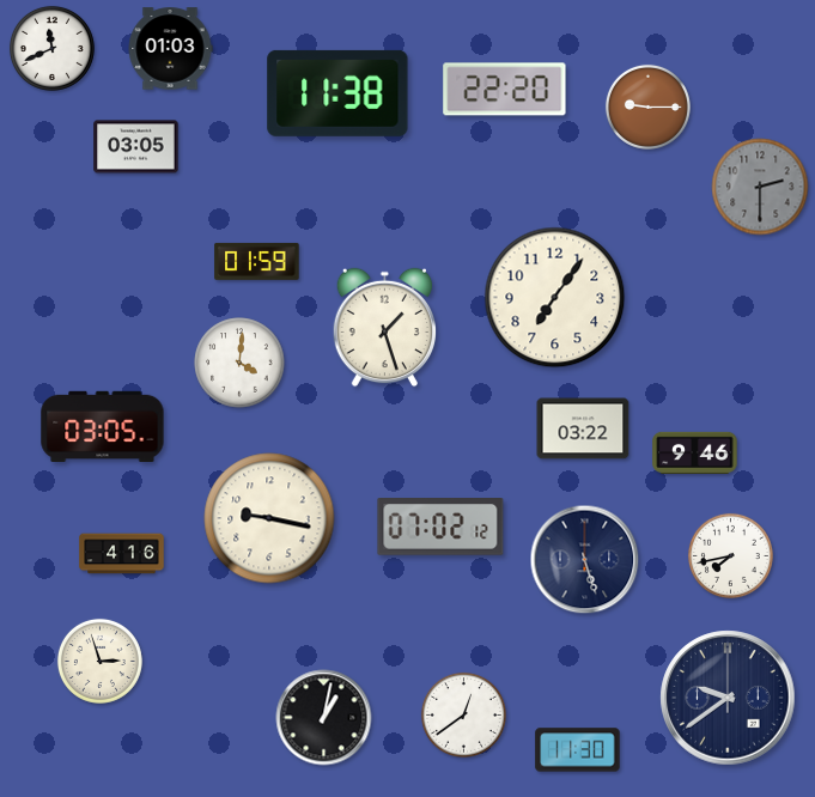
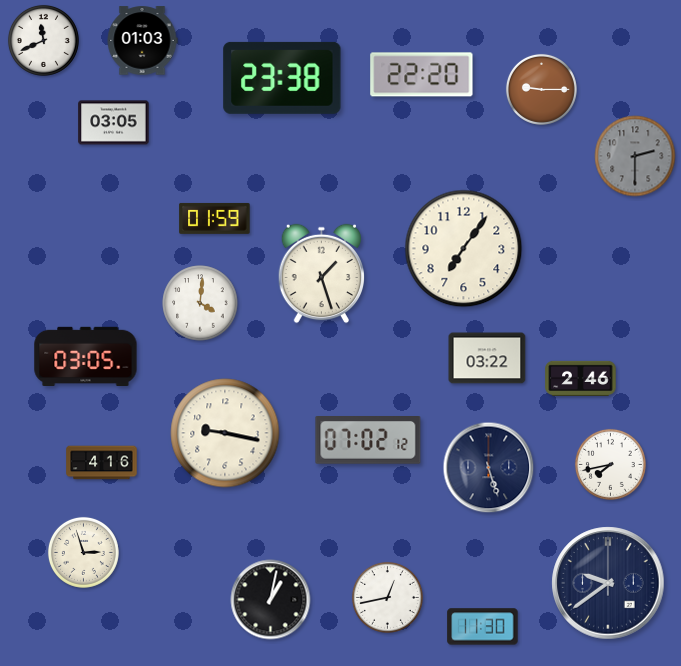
clock at (337, 93): 11:38 -> 23:38
clock at (695, 452): 9:46 -> 2:46
clock at (463, 714): 12:39 -> 12:43
